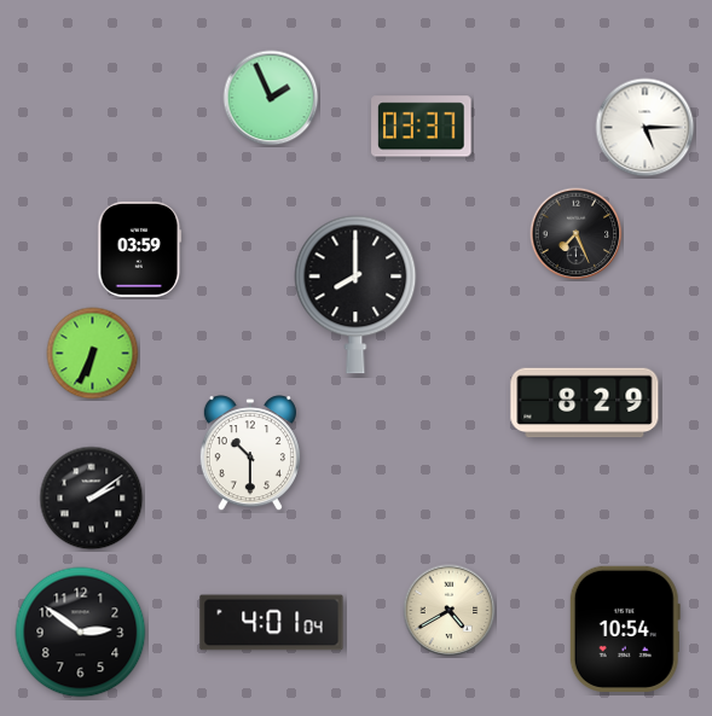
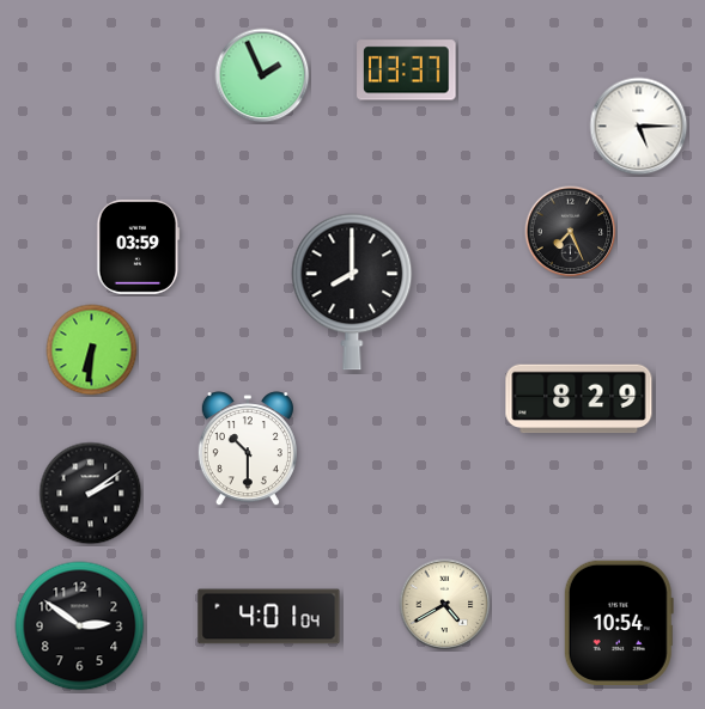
clock at (271, 98) position: (271, 98) -> (262, 75)
clock at (422, 127) position: (422, 127) -> (407, 71)
clock at (93, 354): 6:34 -> 6:31
